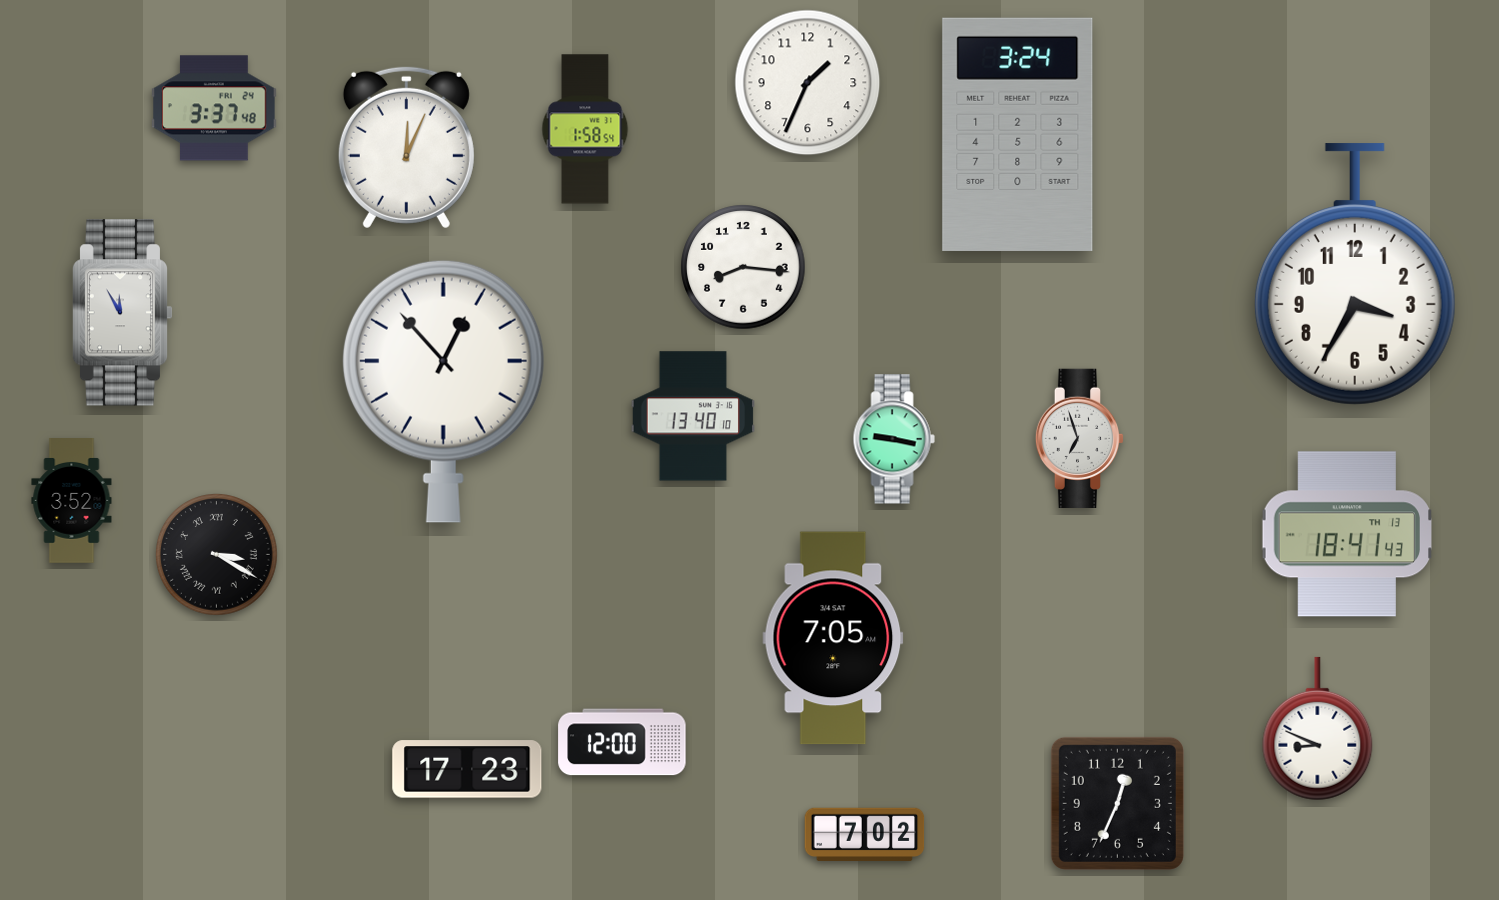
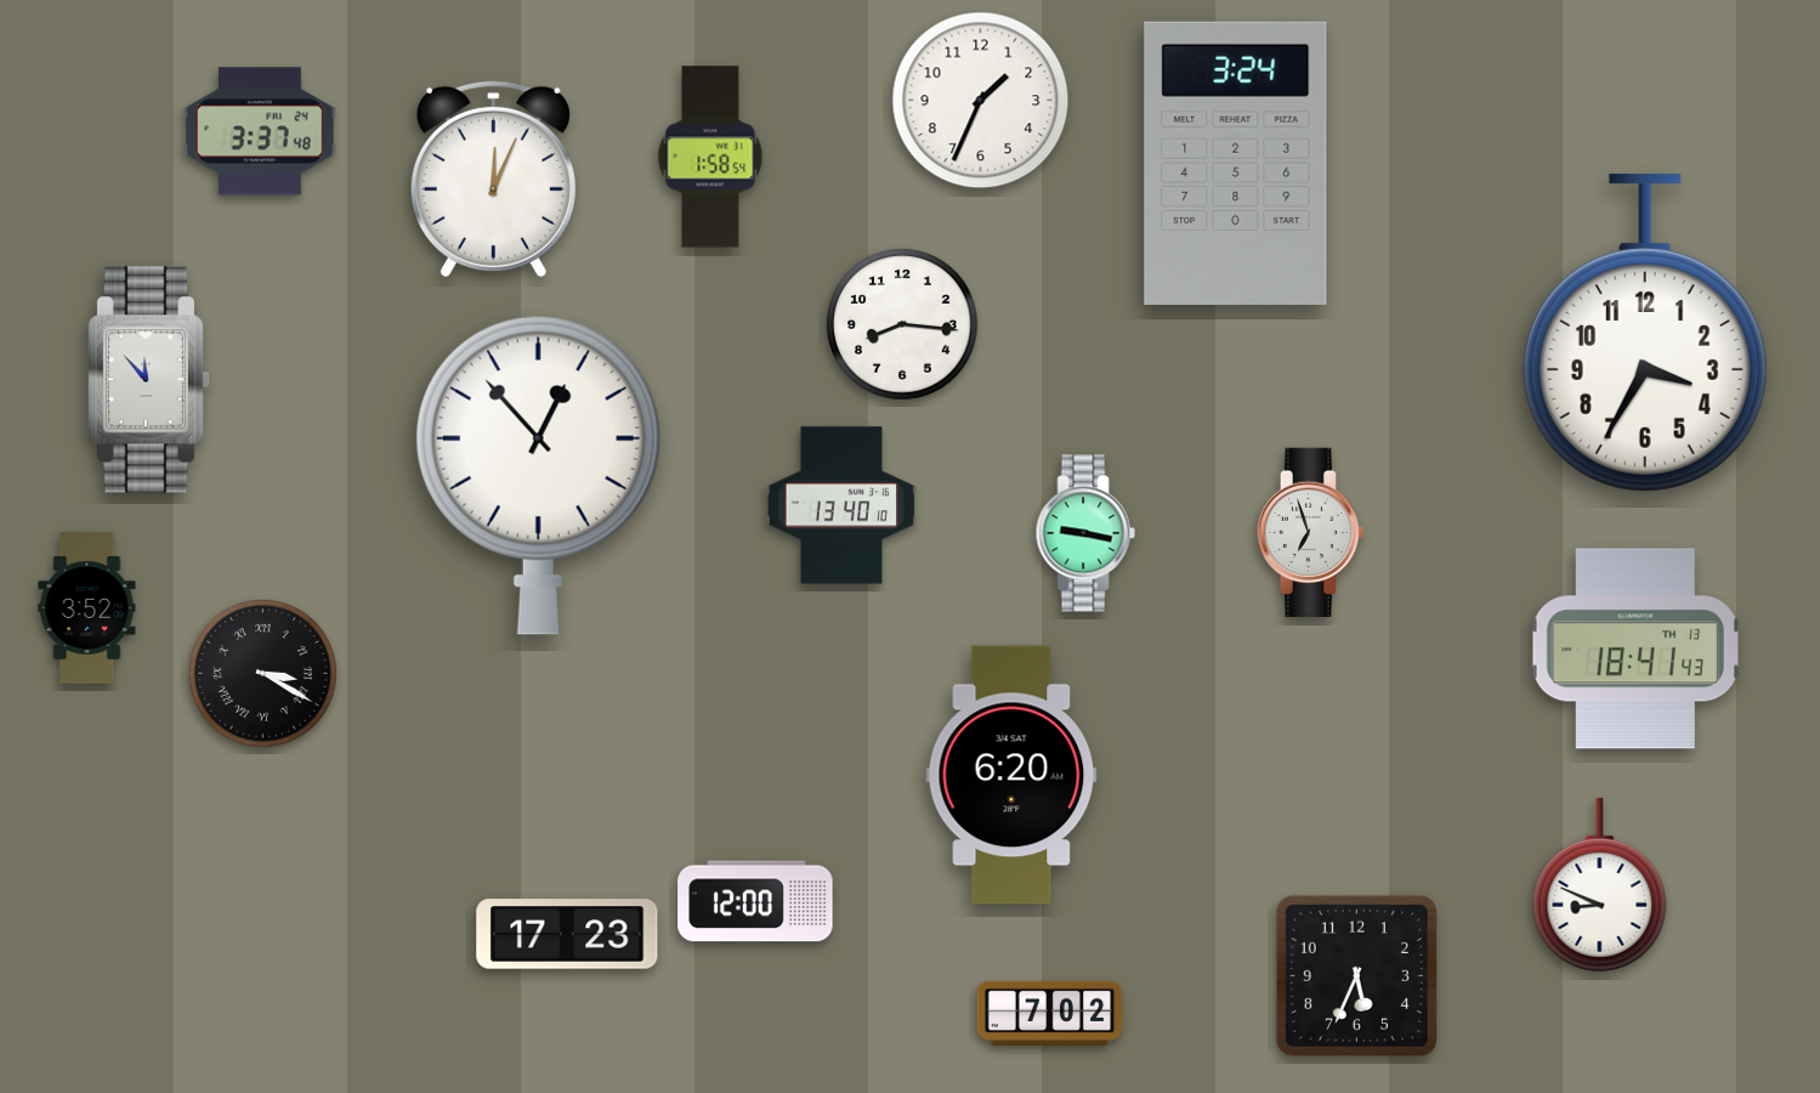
clock at (122, 313): 11:55 -> 11:53
clock at (833, 638): 7:05 -> 6:20
clock at (1117, 803): 12:34 -> 5:34
